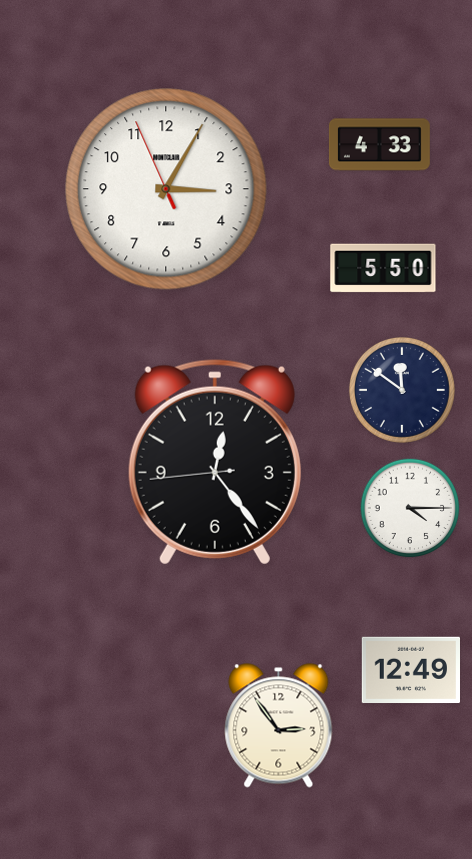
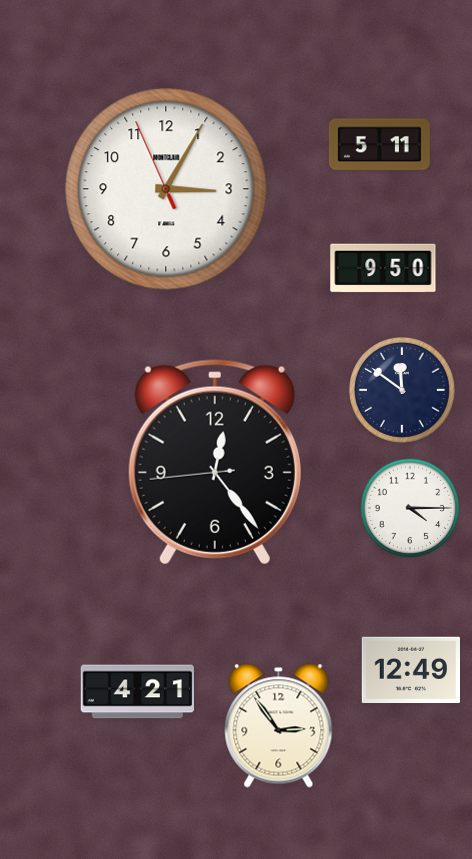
clock at (379, 145): 4:33 -> 5:11
clock at (383, 268): 5:50 -> 9:50
clock at (137, 692): none -> 4:21
